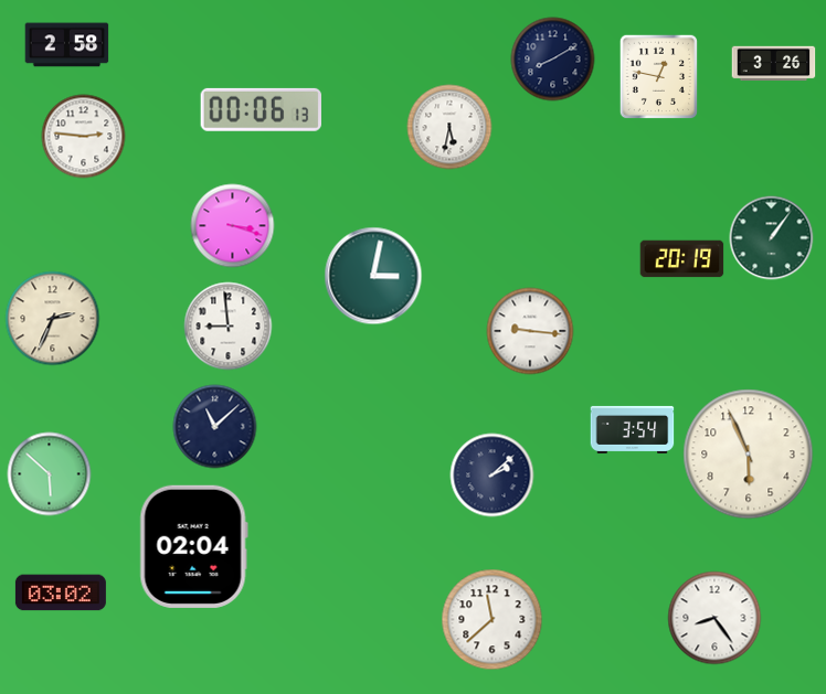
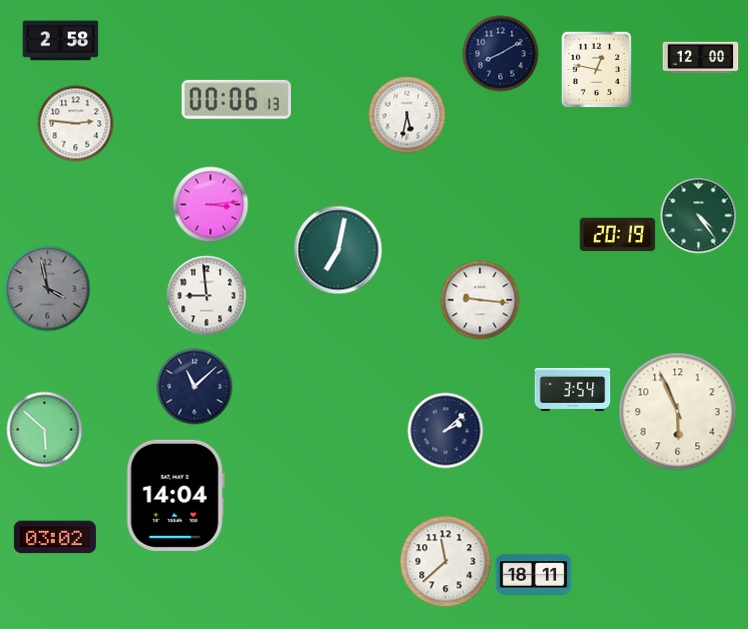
clock at (774, 64): 3:26 -> 12:00
clock at (233, 226): 3:18 -> 3:14
clock at (772, 238): 1:06 -> 4:24
clock at (373, 276): 3:02 -> 7:02
clock at (53, 319): 2:34 -> 3:58
clock at (53, 319) dial: cream -> grey
clock at (193, 546): 02:04 -> 14:04
clock at (714, 618): 8:24 -> none
clock at (534, 575): none -> 18:11
